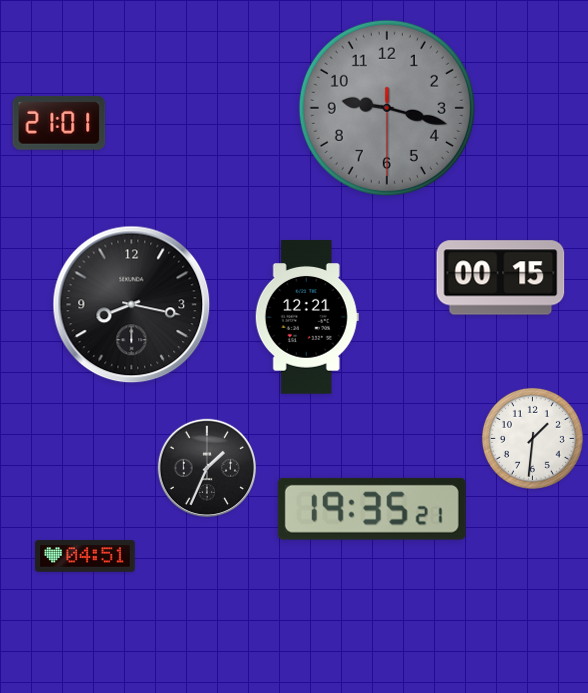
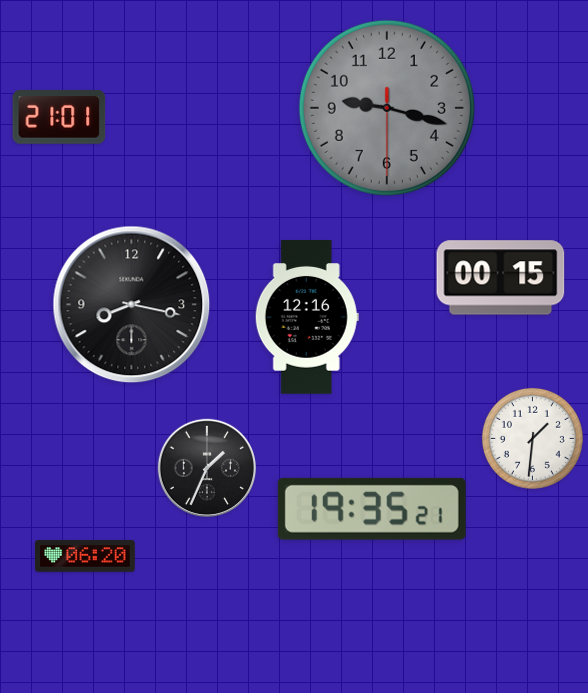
clock at (59, 123) position: (59, 123) -> (59, 117)
clock at (307, 317): 12:21 -> 12:16
clock at (85, 556): 04:51 -> 06:20
